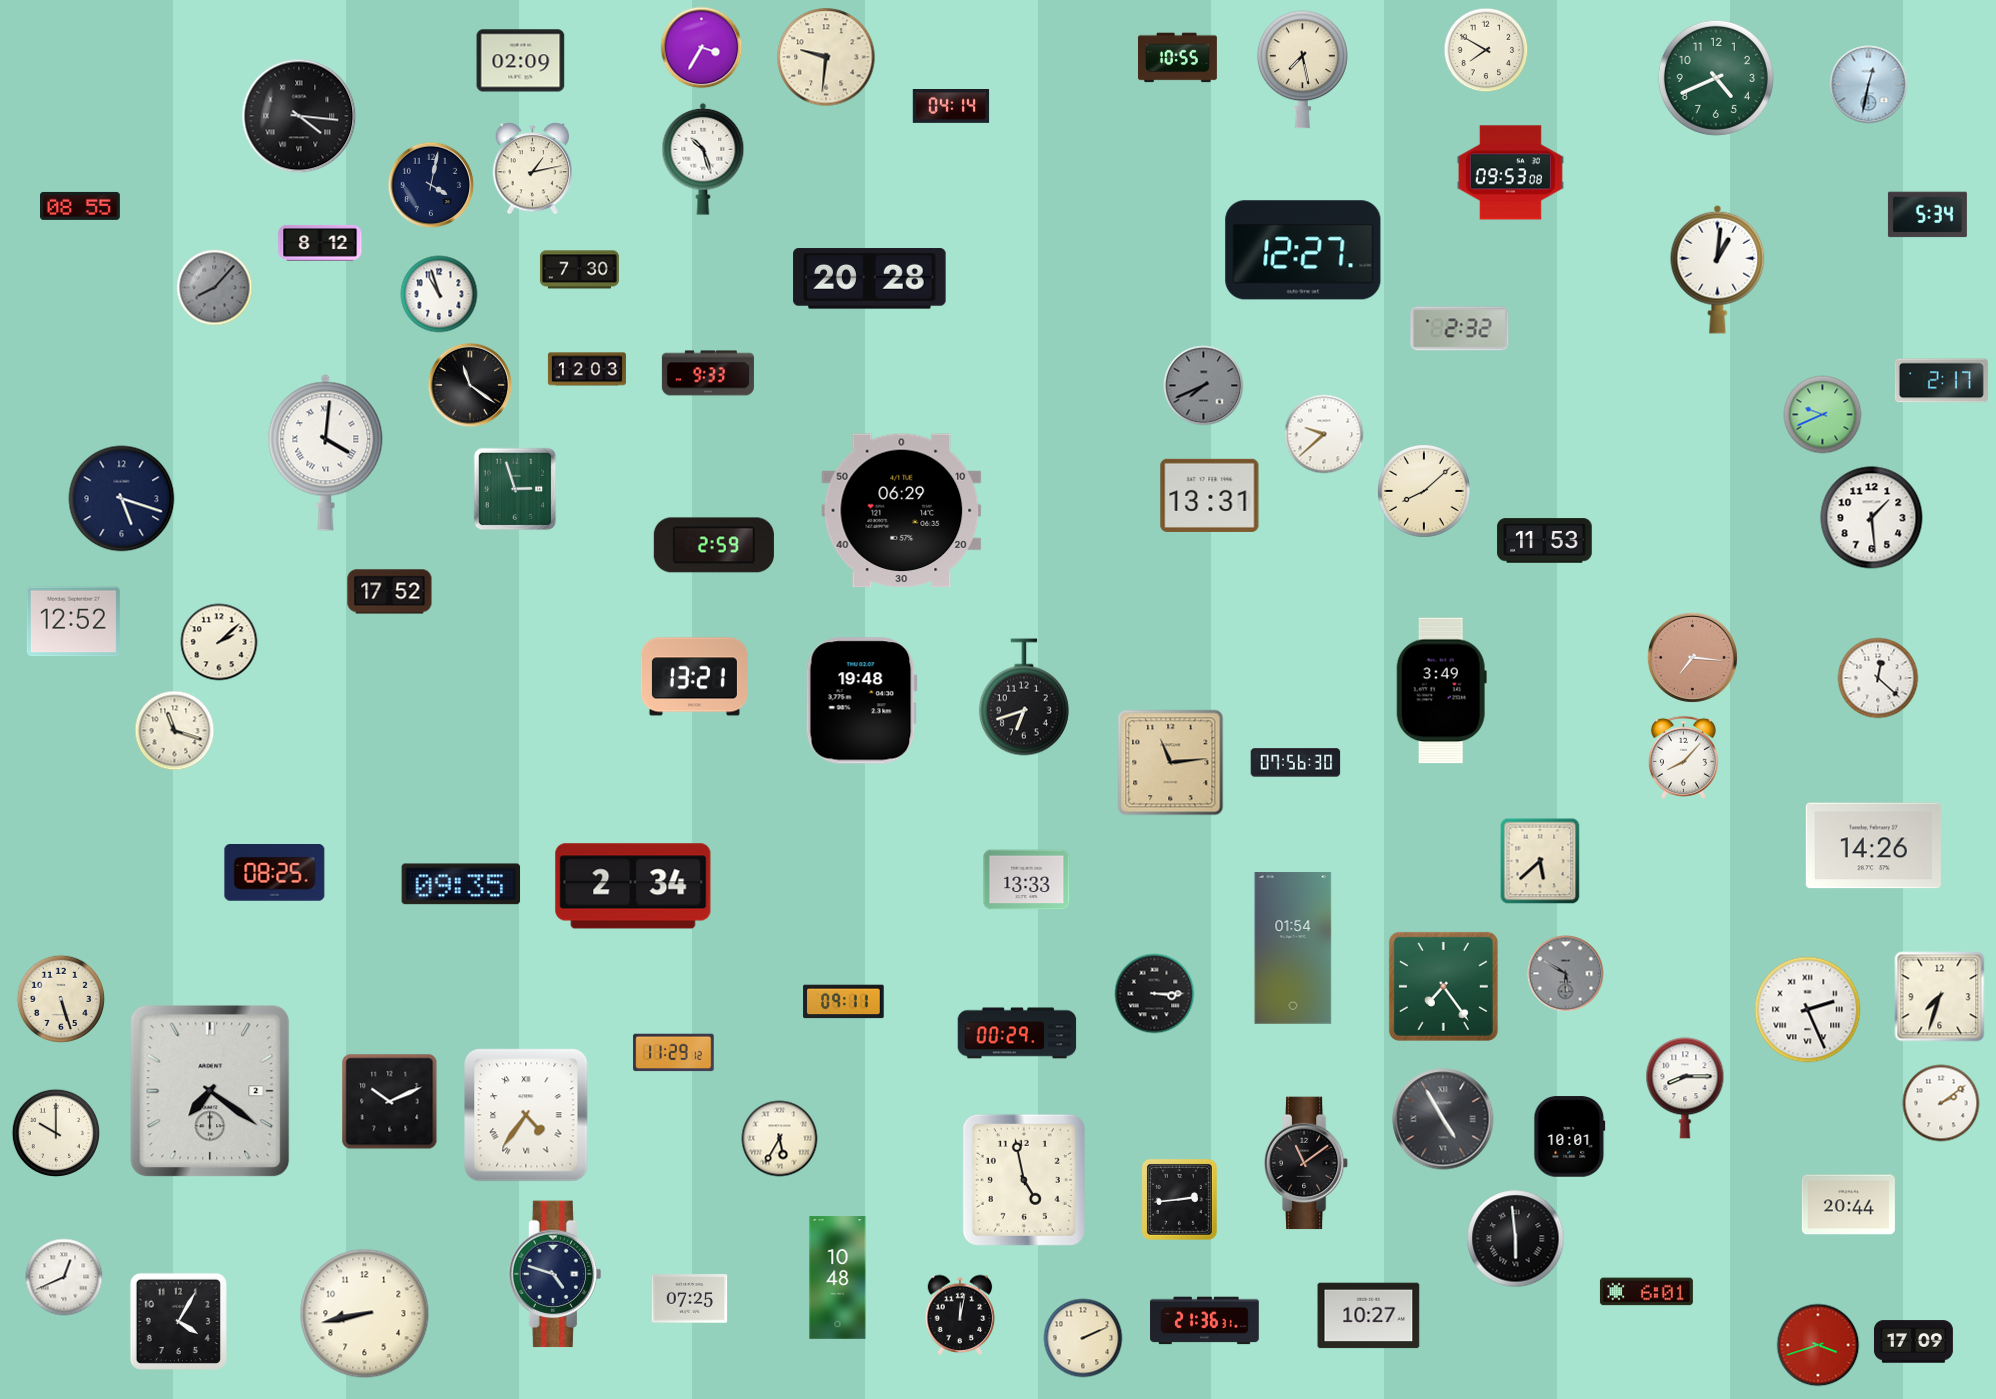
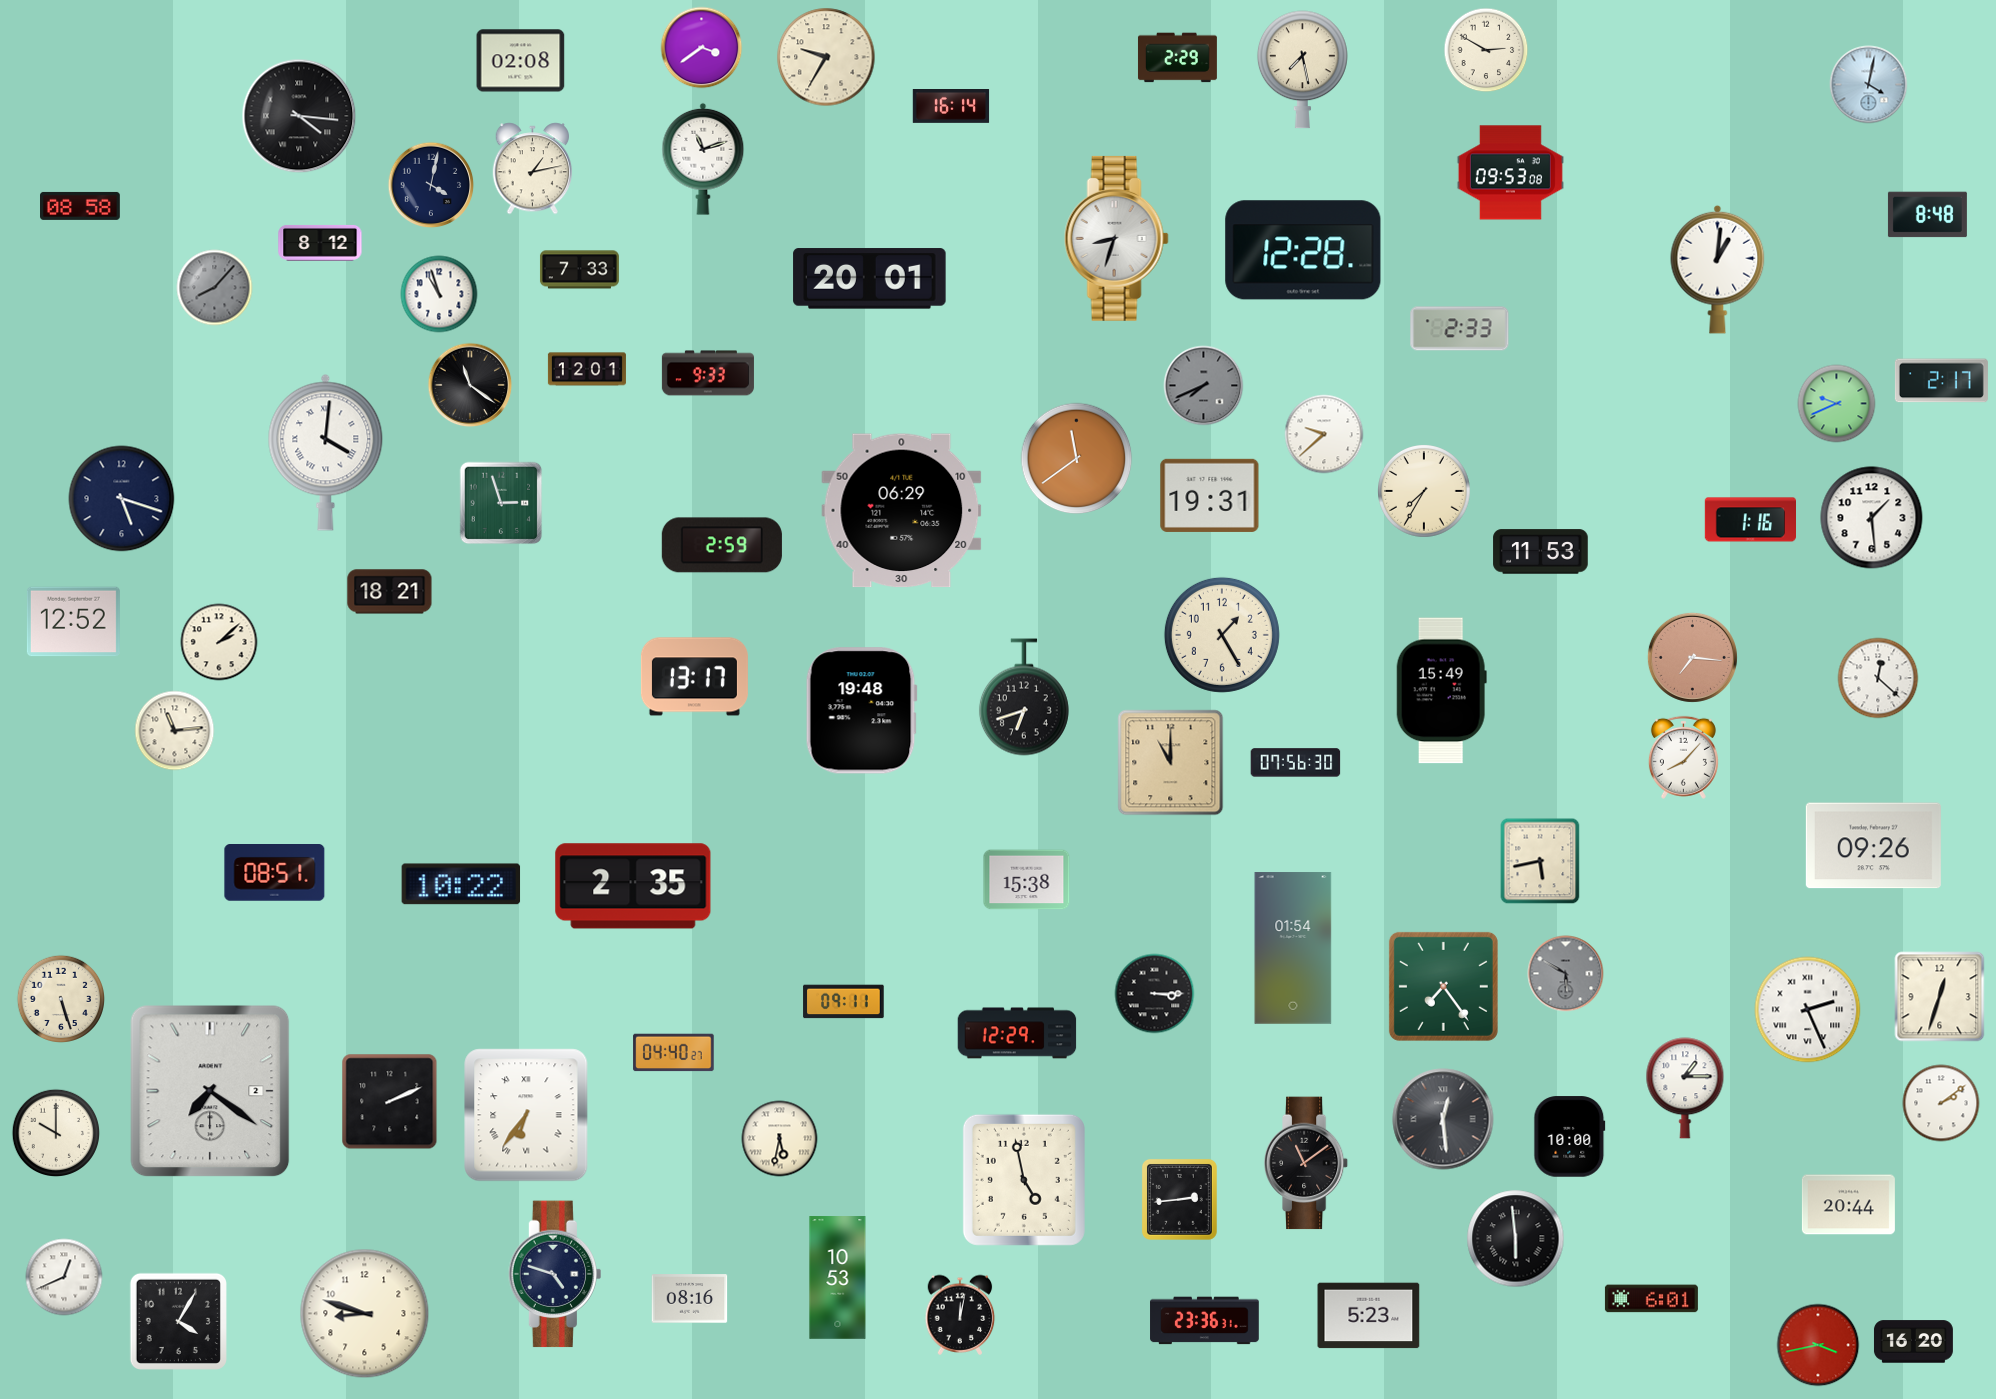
clock at (702, 48): 3:35 -> 3:39
clock at (1486, 50): 7:50 -> 2:50
clock at (826, 57): 9:31 -> 9:35
clock at (1177, 58): 10:55 -> 2:29
clock at (521, 61): 02:09 -> 02:08
clock at (1716, 78): 4:41 -> none
clock at (1869, 85): 12:32 -> 4:02
clock at (951, 107): 04:14 -> 16:14
clock at (703, 159): 10:27 -> 11:12
clock at (81, 206): 08:55 -> 08:58
clock at (1927, 215): 5:34 -> 8:48
clock at (1116, 238): none -> 8:33
clock at (1303, 250): 12:27 -> 12:28
clock at (579, 270): 7:30 -> 7:33
clock at (870, 279): 20:28 -> 20:01
clock at (1460, 329): 2:32 -> 2:33
clock at (587, 369): 12:03 -> 12:01
clock at (1823, 415) position: (1823, 415) -> (1837, 404)
clock at (1077, 459): none -> 11:39
clock at (515, 489) position: (515, 489) -> (501, 503)
clock at (1425, 492): 8:08 -> 7:35
clock at (1210, 495): 13:31 -> 19:31
clock at (1750, 520): none -> 1:16
clock at (1545, 541) position: (1545, 541) -> (1541, 552)
clock at (714, 545) position: (714, 545) -> (722, 545)
clock at (390, 592): 17:52 -> 18:21
clock at (1222, 635): none -> 1:25
clock at (694, 677): 13:21 -> 13:17
clock at (1441, 691): 3:49 -> 15:49
clock at (861, 701) position: (861, 701) -> (861, 711)
clock at (175, 731): 11:18 -> 11:14
clock at (1171, 763): 11:14 -> 11:00
clock at (1873, 846): 14:26 -> 09:26
clock at (1540, 861): 5:38 -> 5:43
clock at (275, 873): 08:25 -> 08:51
clock at (1027, 880): 13:33 -> 15:38
clock at (461, 884): 09:35 -> 10:22
clock at (633, 886): 2:34 -> 2:35
clock at (1940, 997): 7:33 -> 12:33
clock at (1017, 1033): 00:29 -> 12:29
clock at (674, 1053): 11:29 -> 04:40
clock at (1685, 1088): 8:15 -> 1:15
clock at (390, 1102): 10:11 -> 2:11
clock at (526, 1115): 4:36 -> 6:36
clock at (1443, 1119): 4:55 -> 12:29
clock at (1570, 1137): 10:01 -> 10:00
clock at (780, 1139): 5:35 -> 5:32
clock at (838, 1278): 10:48 -> 10:53
clock at (1646, 1292) position: (1646, 1292) -> (1651, 1299)
clock at (690, 1299): 07:25 -> 08:16
clock at (365, 1314): 8:43 -> 8:48
clock at (1369, 1316): 10:27 -> 5:23
clock at (1205, 1321): 21:36 -> 23:36
clock at (1083, 1338): 2:11 -> none
clock at (1913, 1342): 17:09 -> 16:20
clock at (1818, 1345): 3:42 -> 3:43
